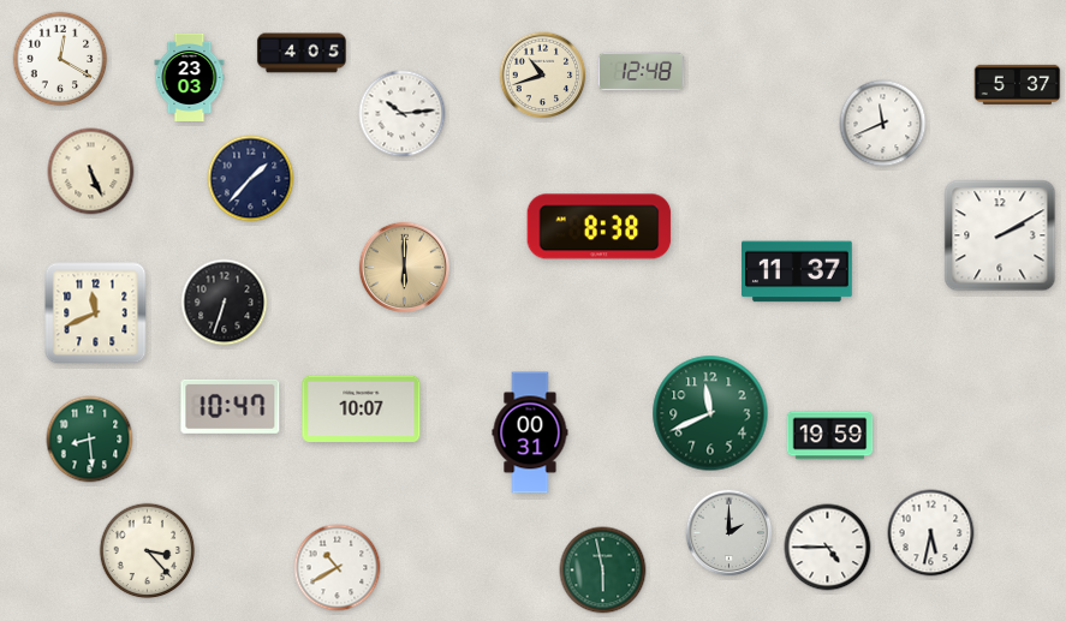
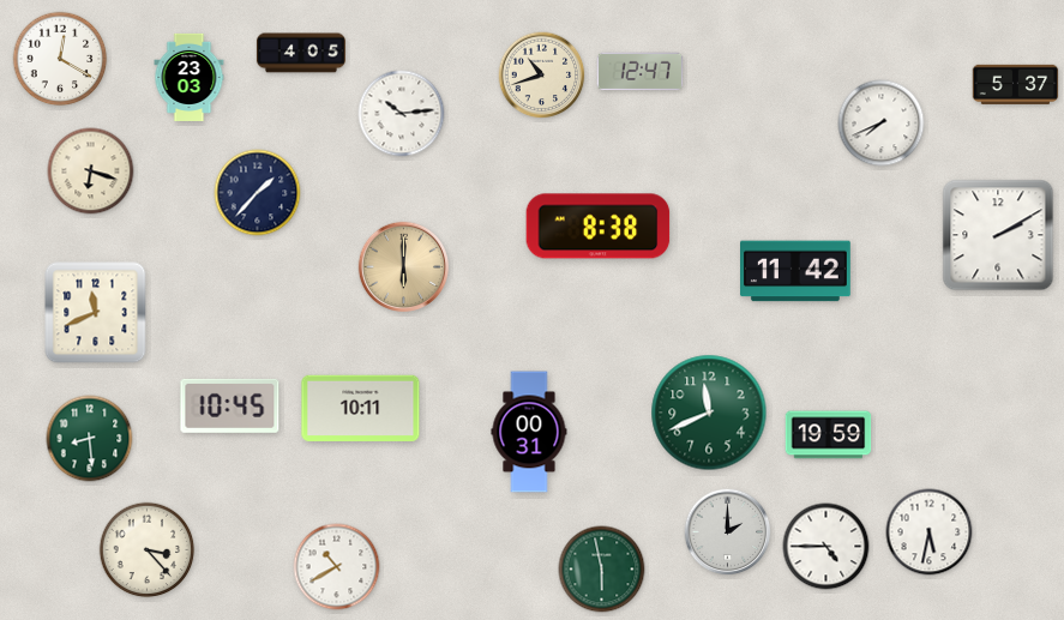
clock at (642, 72): 12:48 -> 12:47
clock at (883, 124): 11:41 -> 7:41
clock at (91, 172): 5:26 -> 6:18
clock at (251, 179) position: (251, 179) -> (258, 193)
clock at (798, 271): 11:37 -> 11:42
clock at (225, 303): 6:33 -> none
clock at (231, 406): 10:47 -> 10:45
clock at (362, 408): 10:07 -> 10:11
